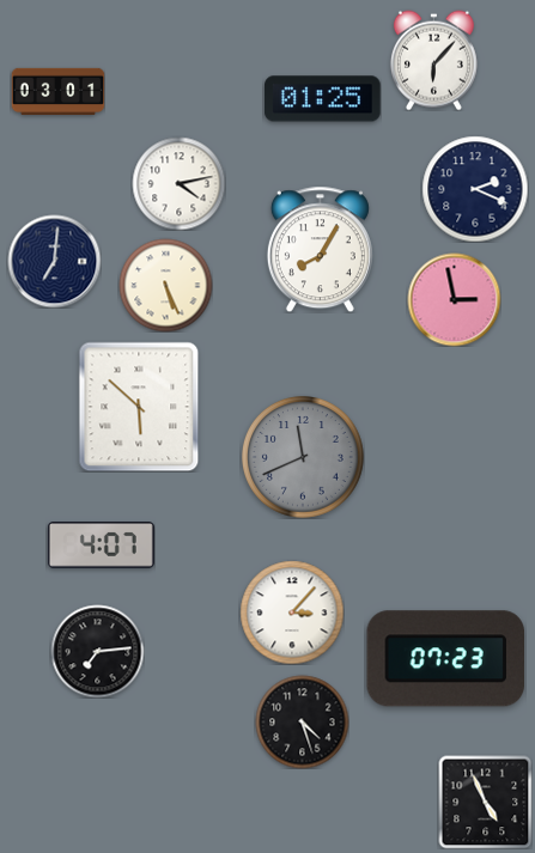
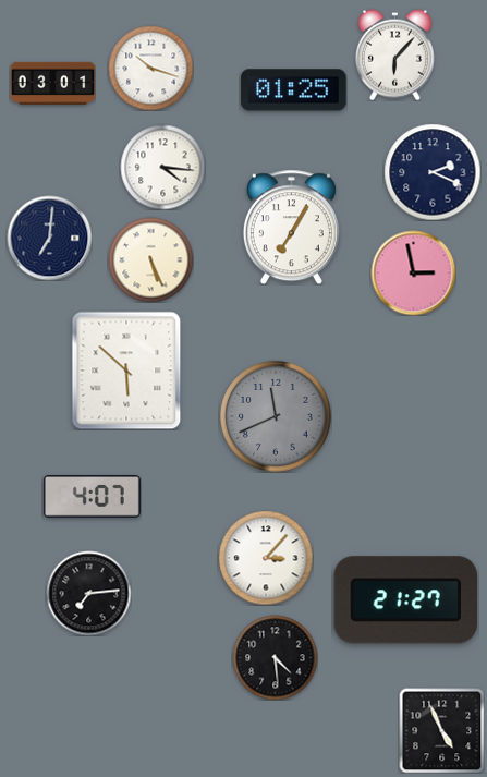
clock at (150, 68): none -> 10:18
clock at (178, 183): 4:13 -> 4:16
clock at (320, 249): 8:05 -> 7:05
clock at (446, 659): 07:23 -> 21:27
clock at (302, 721): 4:27 -> 4:29
